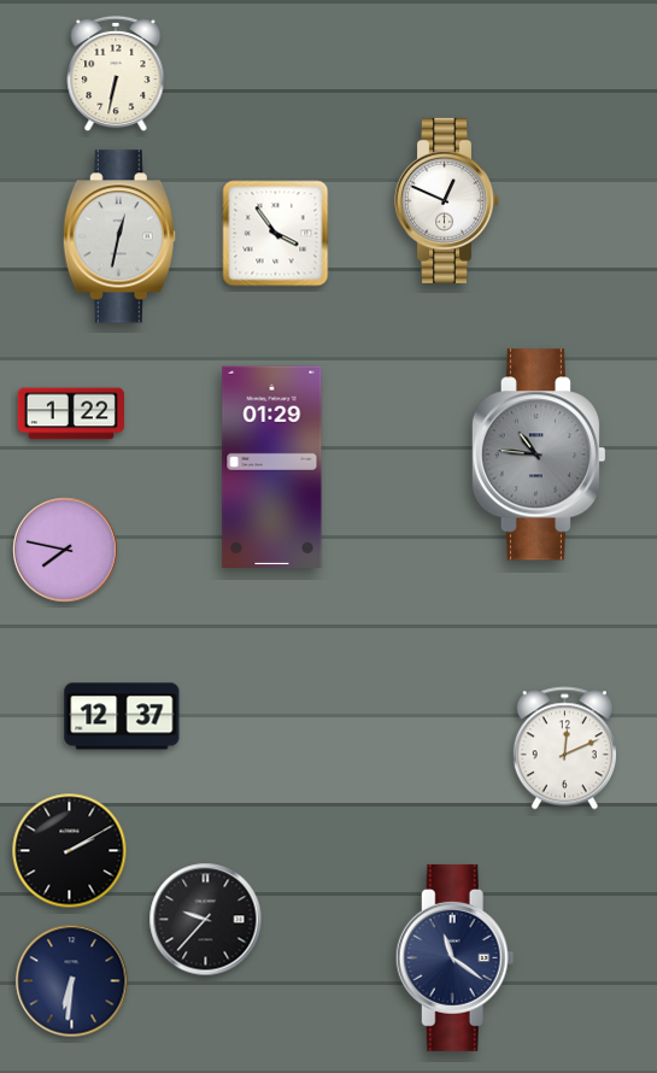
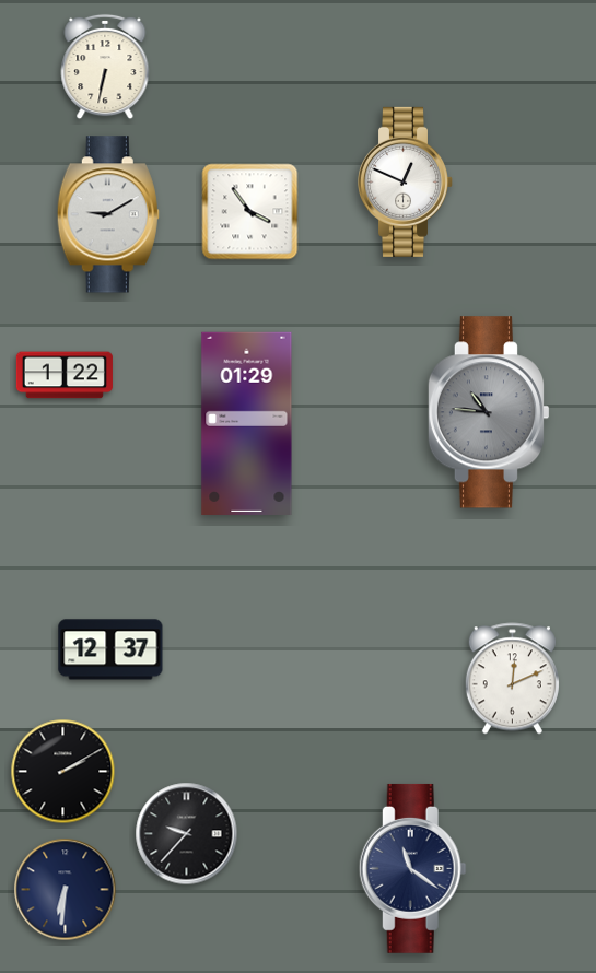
clock at (119, 236): 12:32 -> 9:10
clock at (65, 550): 7:47 -> none
